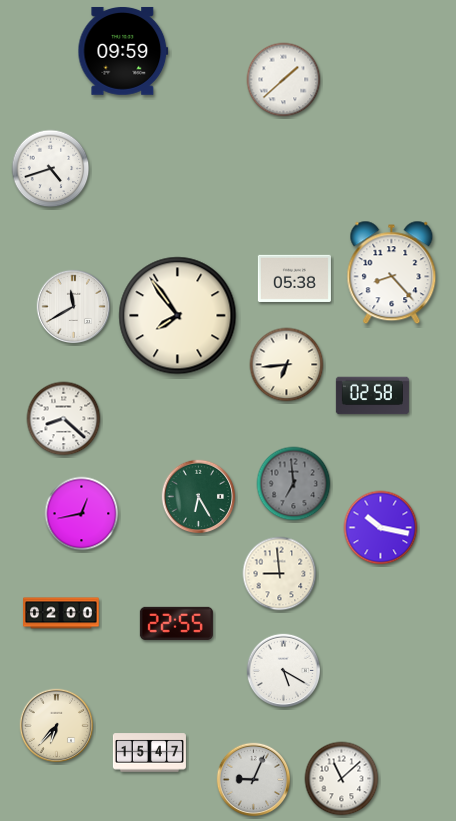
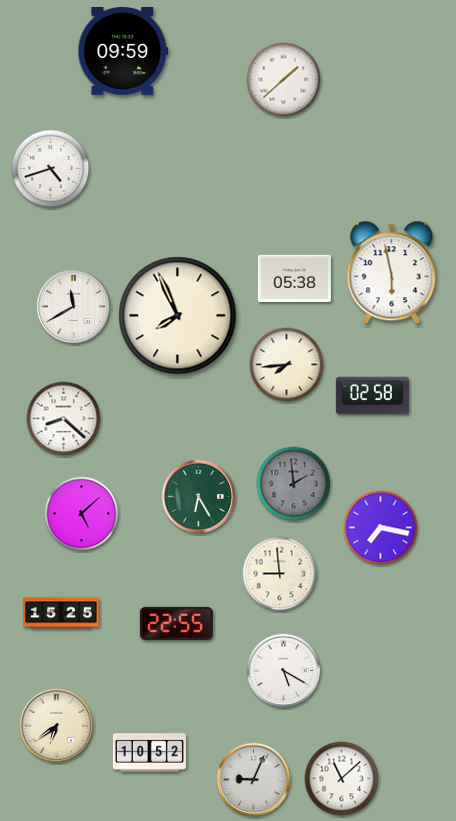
clock at (392, 273): 8:23 -> 5:58
clock at (178, 316): 7:54 -> 7:56
clock at (287, 365): 6:44 -> 7:44
clock at (294, 484): 6:59 -> 1:59
clock at (82, 514): 12:43 -> 5:08
clock at (381, 528): 10:17 -> 7:17
clock at (61, 613): 02:00 -> 15:25
clock at (57, 726): 6:37 -> 6:39
clock at (149, 753): 15:47 -> 10:52
